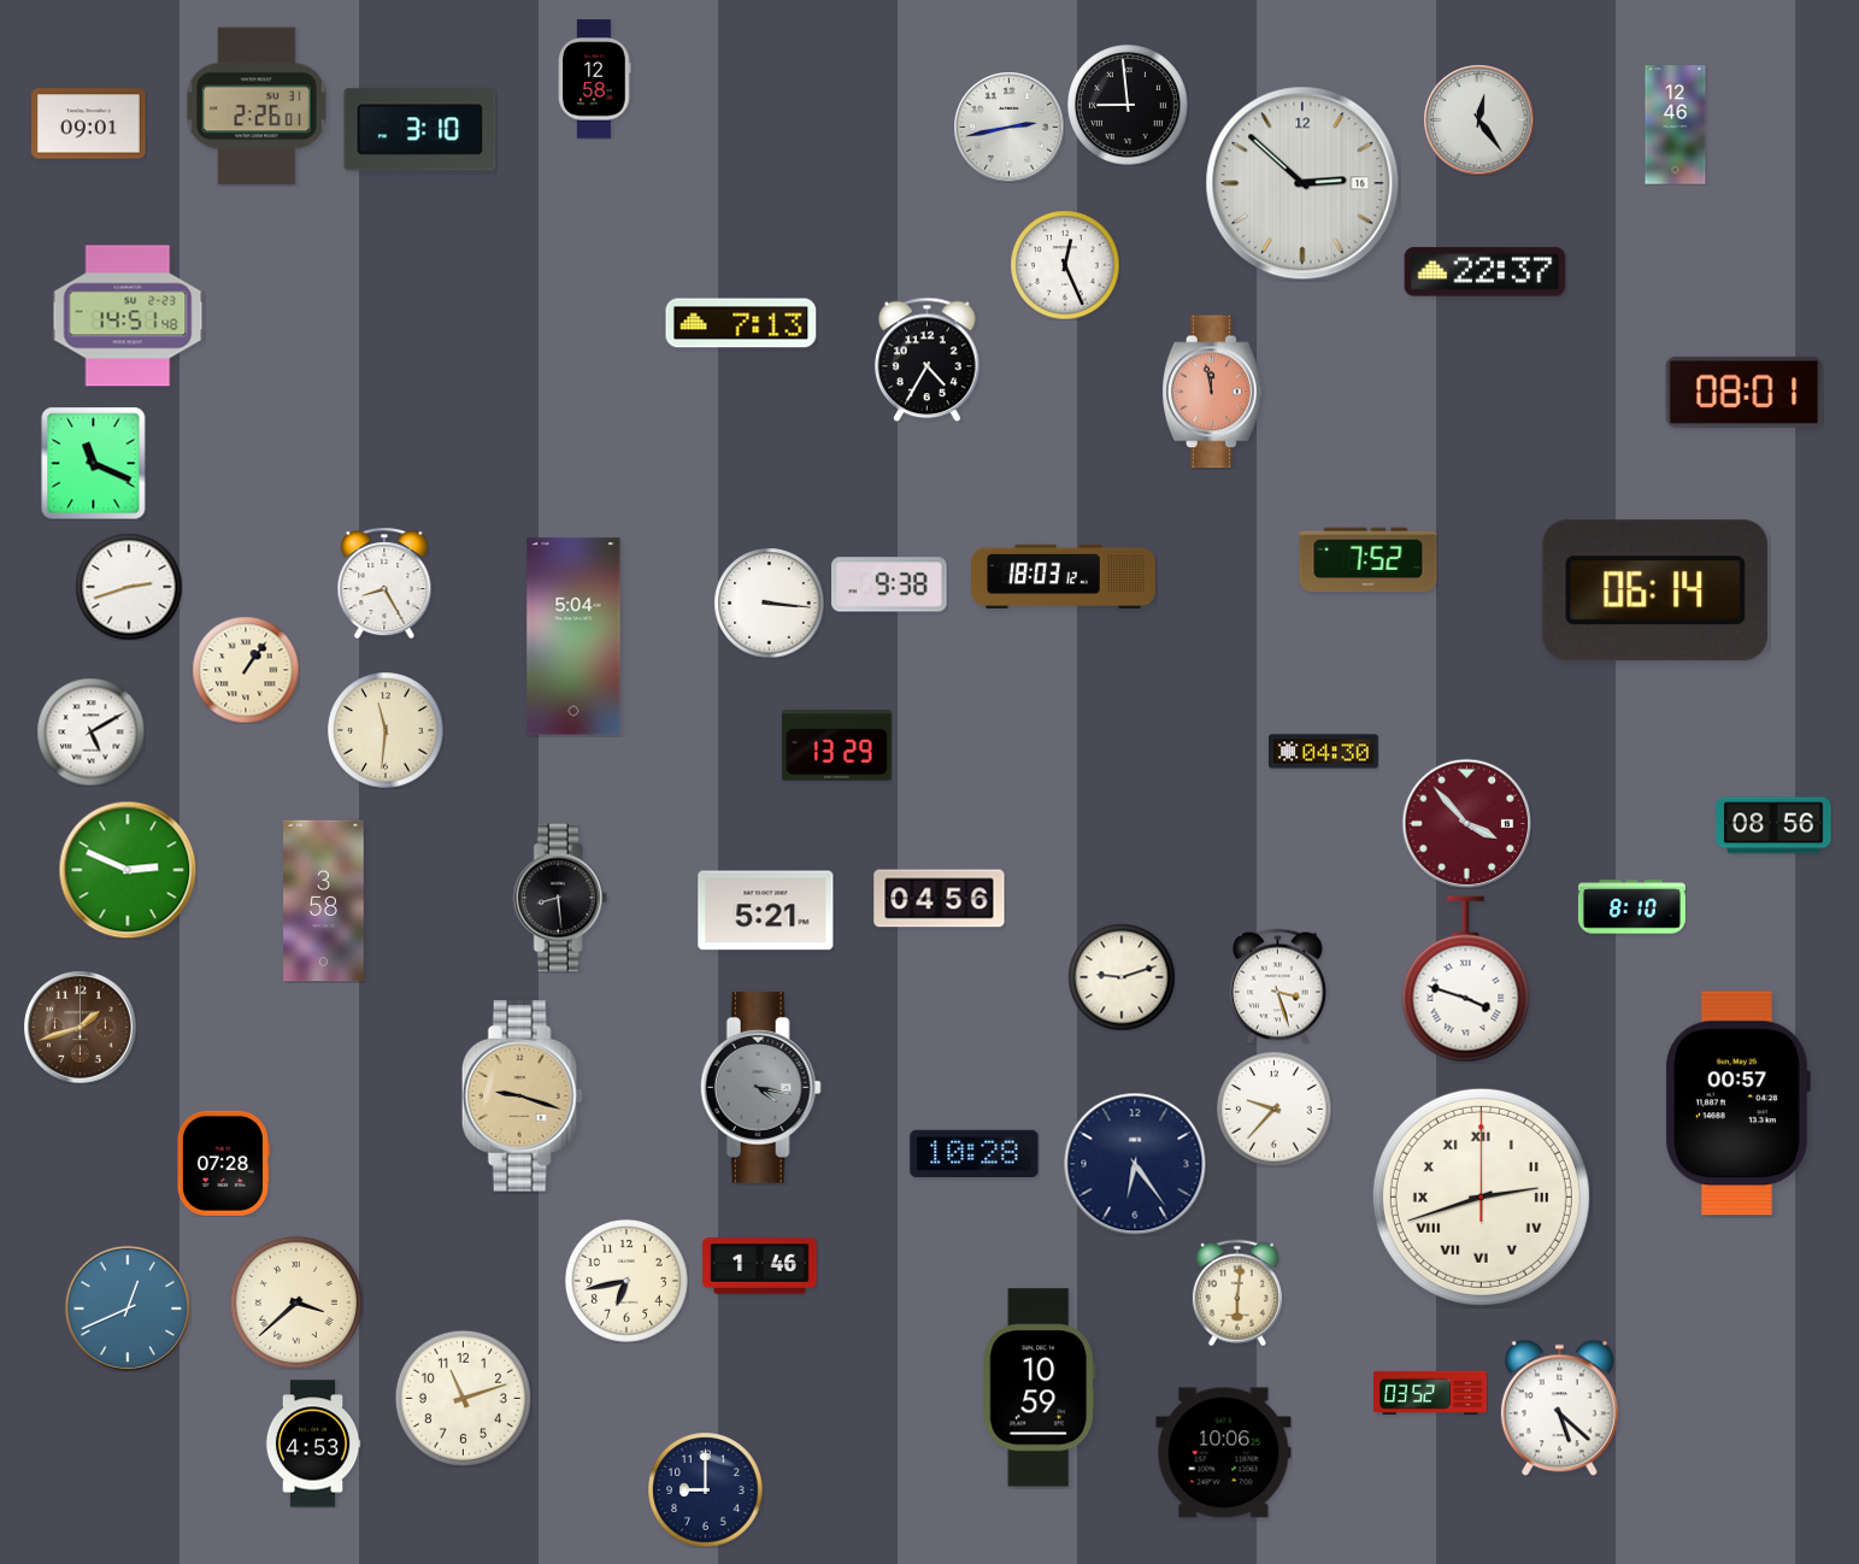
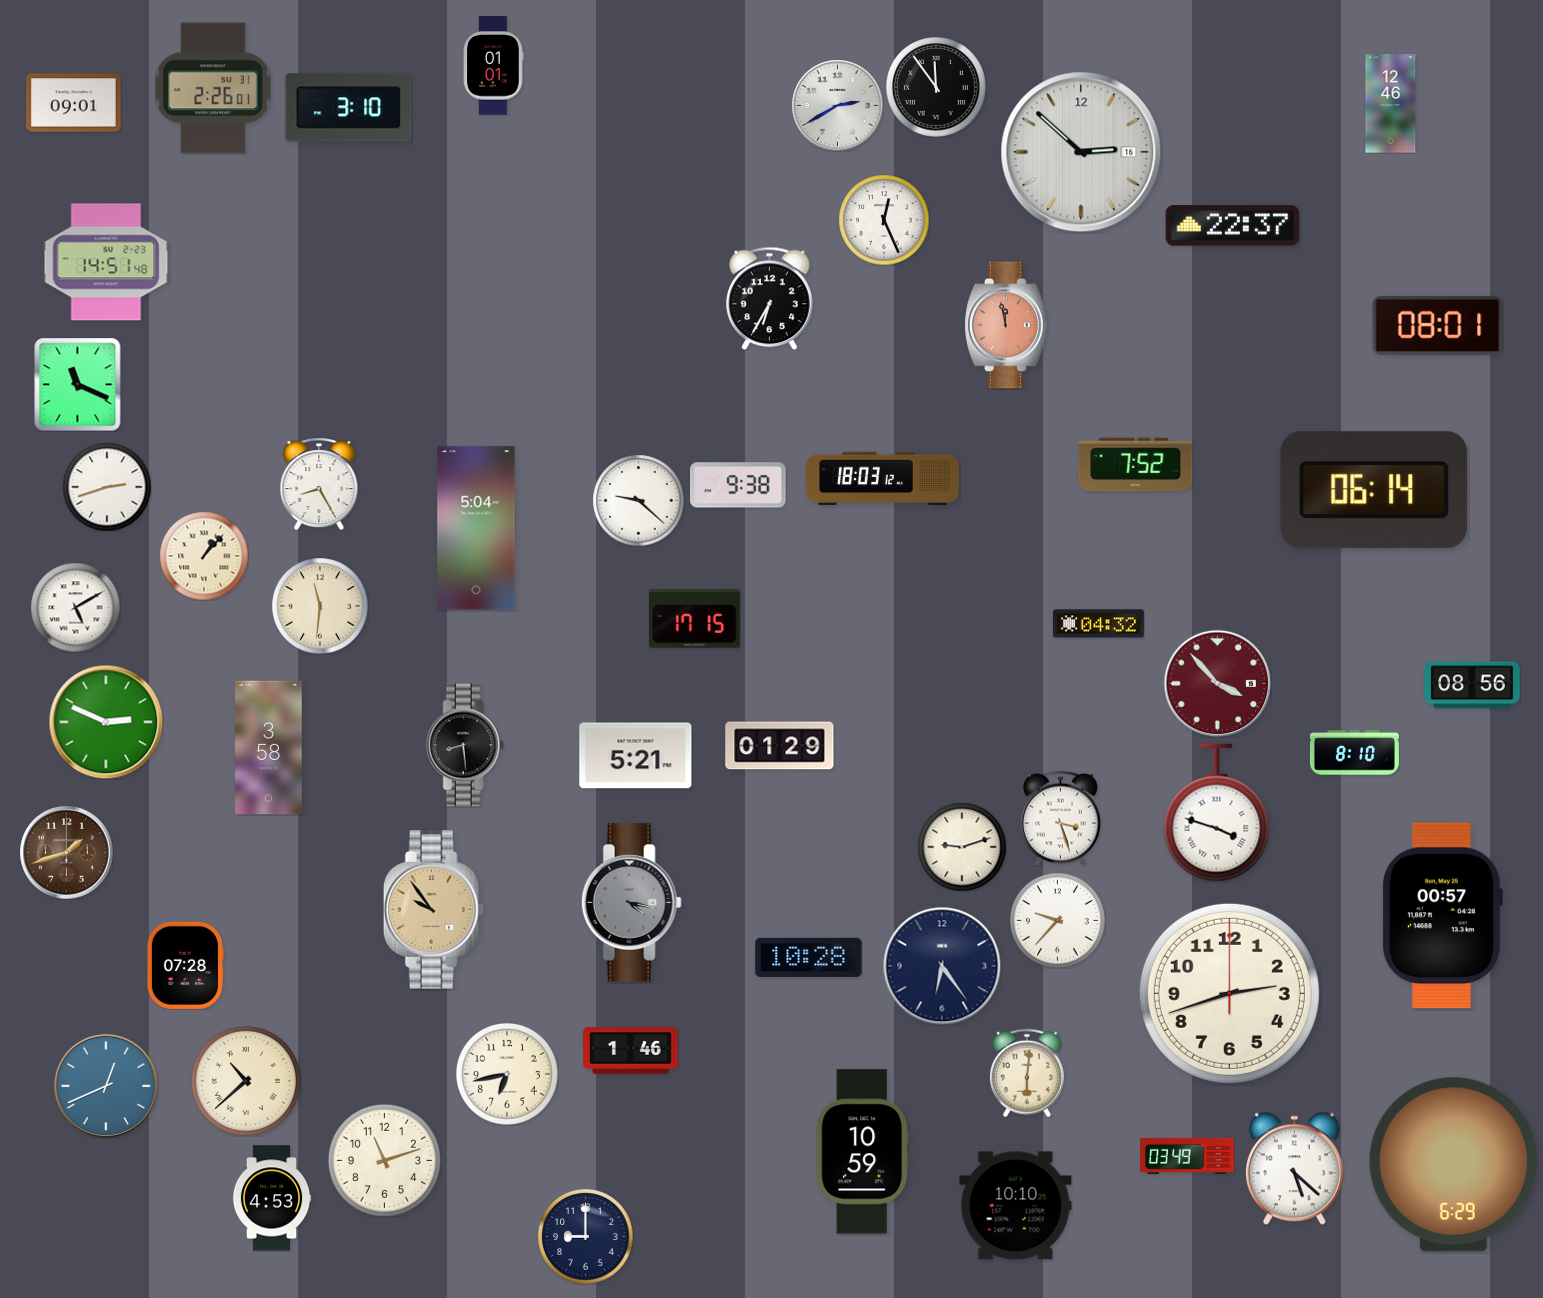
clock at (594, 80): 12:58 -> 01:01
clock at (1129, 106): 8:59 -> 11:54
clock at (1478, 119): 12:24 -> none
clock at (1008, 127): 2:43 -> 2:40
clock at (741, 323): 7:13 -> none
clock at (928, 359): 4:35 -> 6:35
clock at (1745, 392) position: (1745, 392) -> (1438, 325)
clock at (769, 602): 3:16 -> 9:22
clock at (246, 670): 1:06 -> 1:07
clock at (836, 746): 13:29 -> 17:15
clock at (1323, 752): 04:30 -> 04:32
clock at (940, 899): 04:56 -> 01:29
clock at (1122, 977) position: (1122, 977) -> (962, 847)
clock at (522, 1096): 9:18 -> 9:54
clock at (1481, 1196) numerals: Roman -> Arabic
clock at (626, 1281) position: (626, 1281) -> (507, 1074)
clock at (296, 1303): 3:38 -> 10:38
clock at (1430, 1393): 03:52 -> 03:49
clock at (1453, 1165): none -> 6:29
clock at (313, 1444) position: (313, 1444) -> (272, 1198)
clock at (1224, 1453): 10:06 -> 10:10
